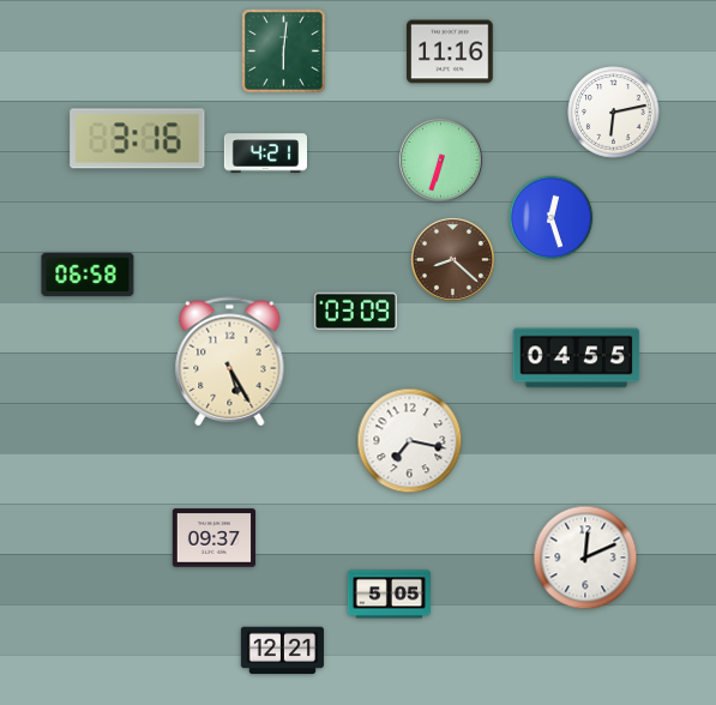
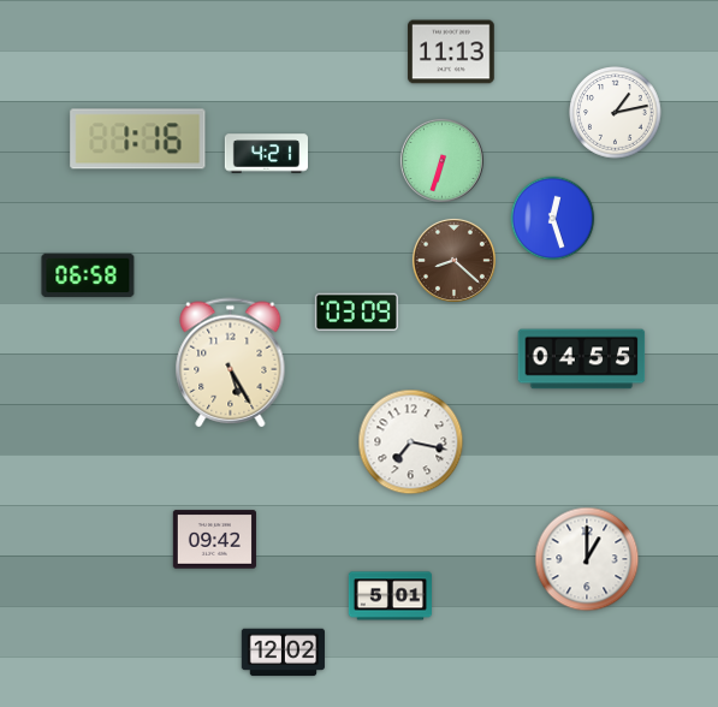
clock at (284, 52): 6:01 -> none
clock at (450, 52): 11:16 -> 11:13
clock at (614, 113): 6:13 -> 1:13
clock at (138, 139): 3:16 -> 1:16
clock at (577, 358) position: (577, 358) -> (582, 360)
clock at (213, 538): 09:37 -> 09:42
clock at (585, 558): 12:11 -> 1:00
clock at (389, 595): 5:05 -> 5:01
clock at (282, 651): 12:21 -> 12:02
